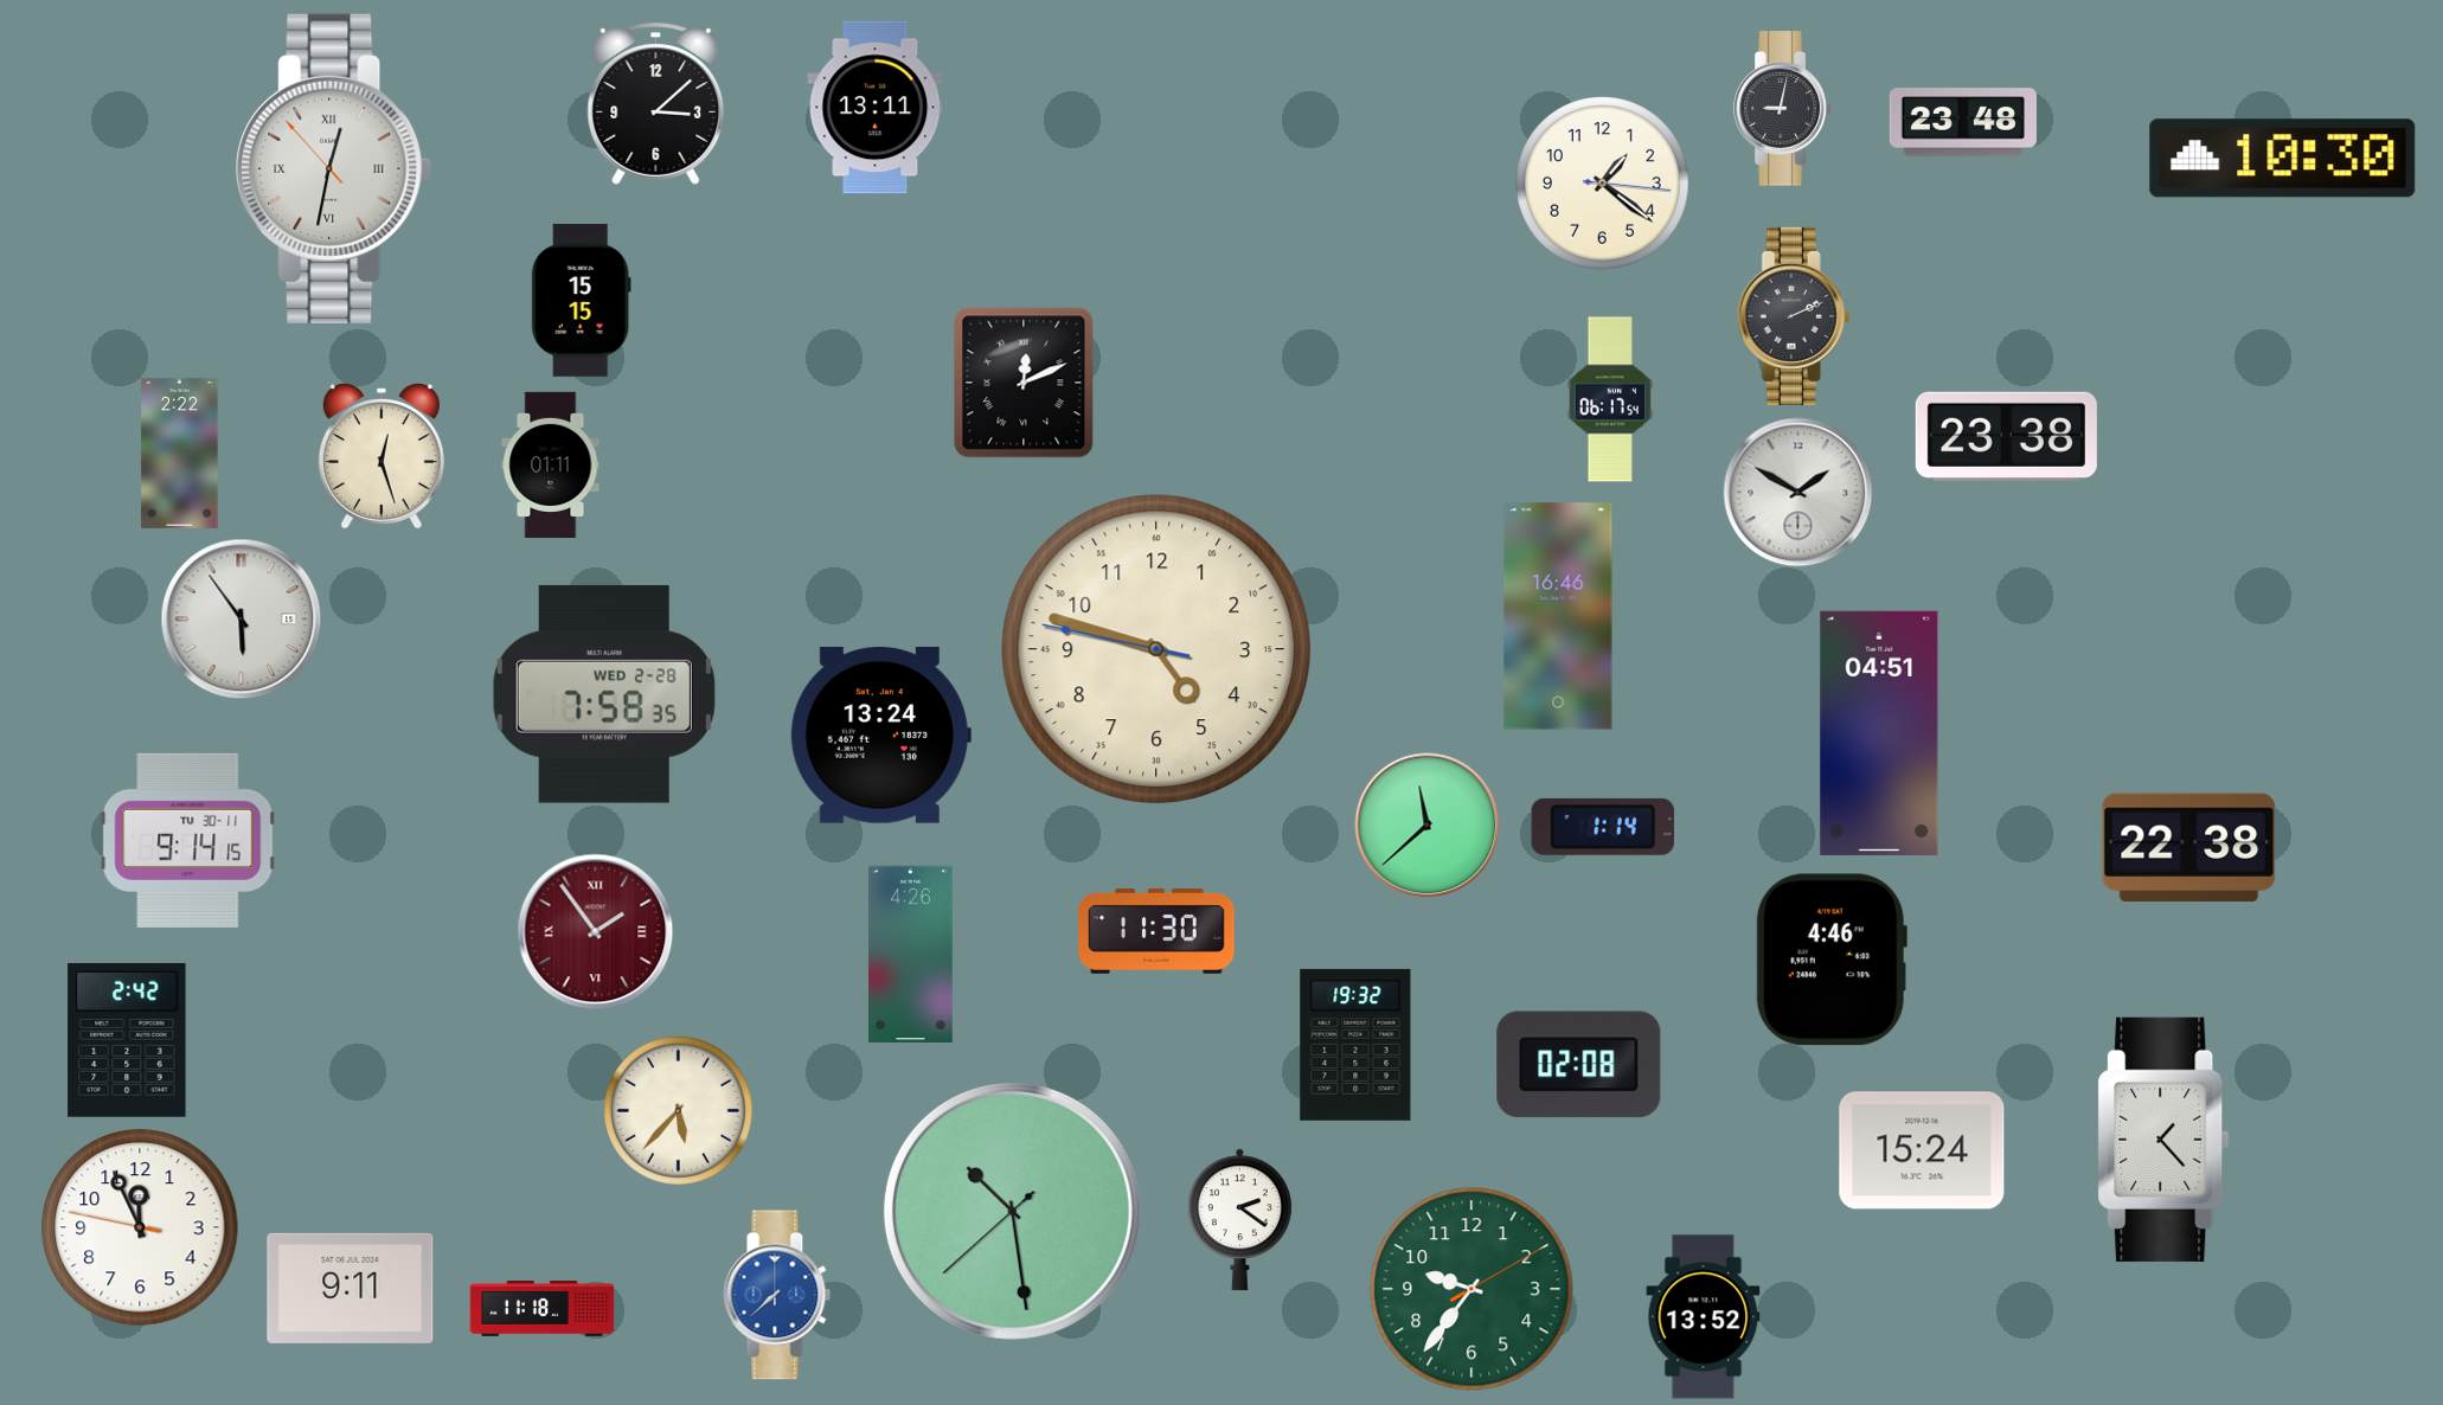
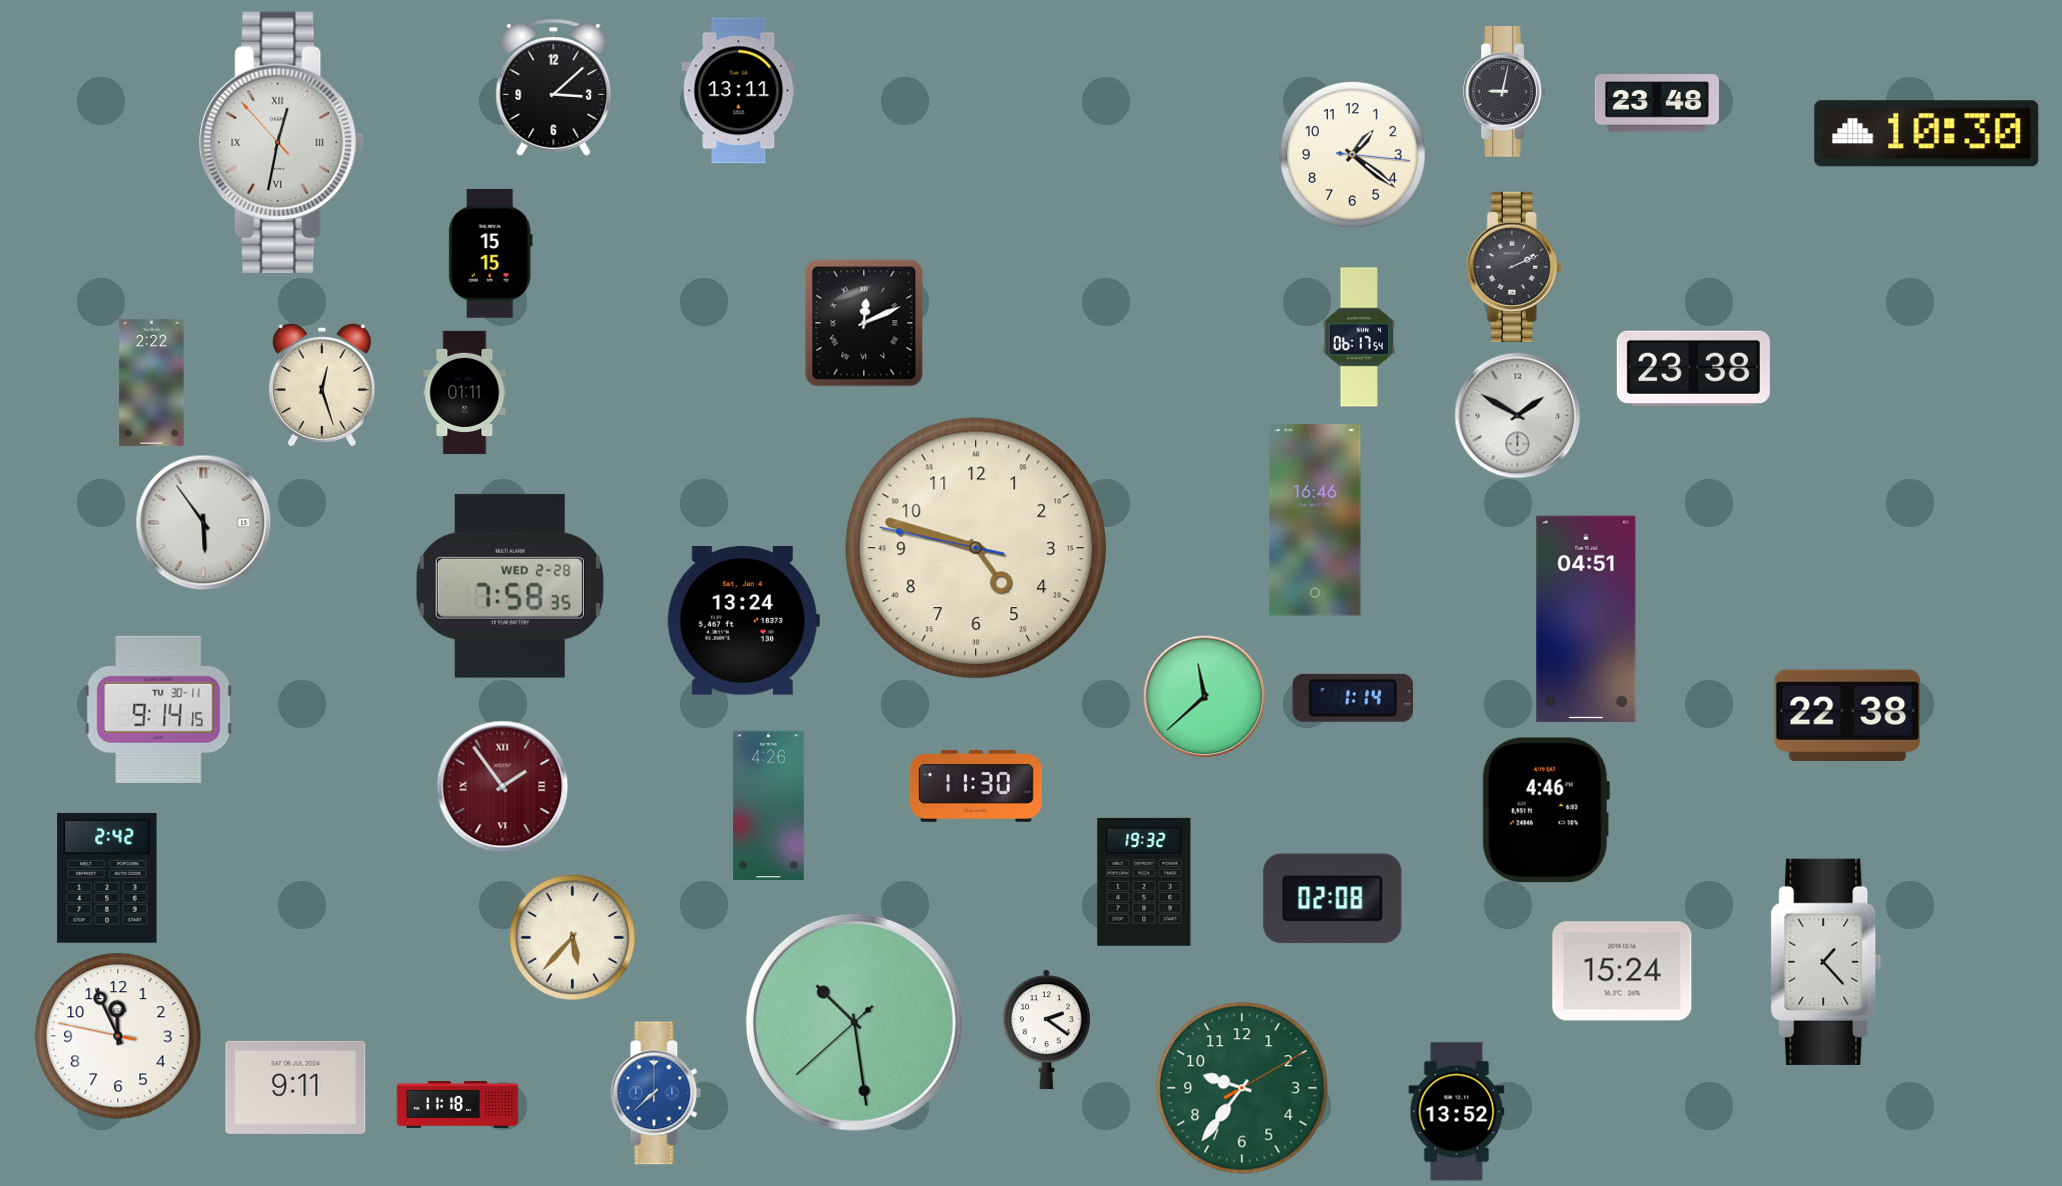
clock at (1704, 1317) position: (1704, 1317) -> (1457, 1112)
